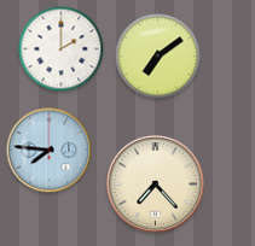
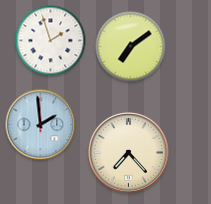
clock at (62, 49): 2:00 -> 1:57
clock at (50, 151): 7:46 -> 1:59
